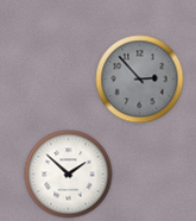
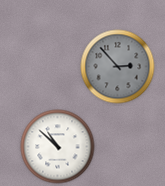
clock at (69, 175): 1:52 -> 10:52
